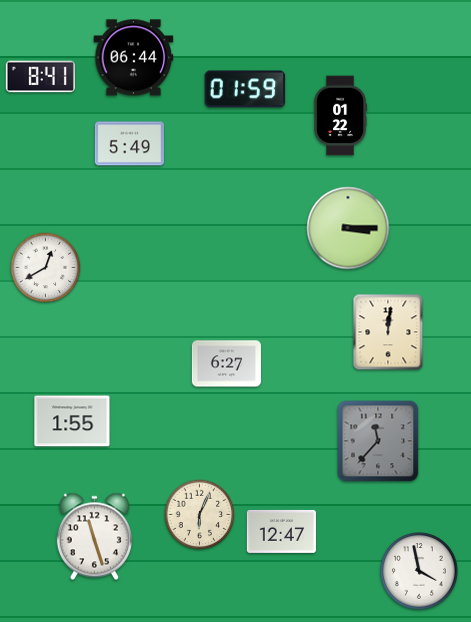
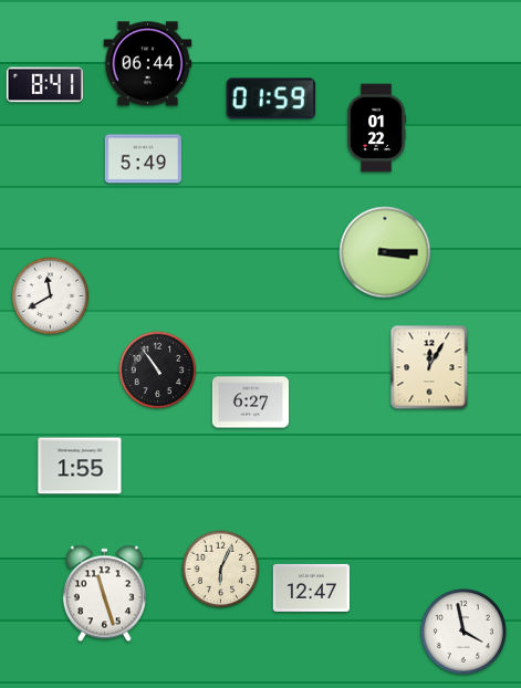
clock at (46, 268): 12:40 -> 11:40
clock at (388, 332): 12:01 -> 12:05
clock at (158, 371): none -> 10:54
clock at (378, 441): 11:37 -> none
